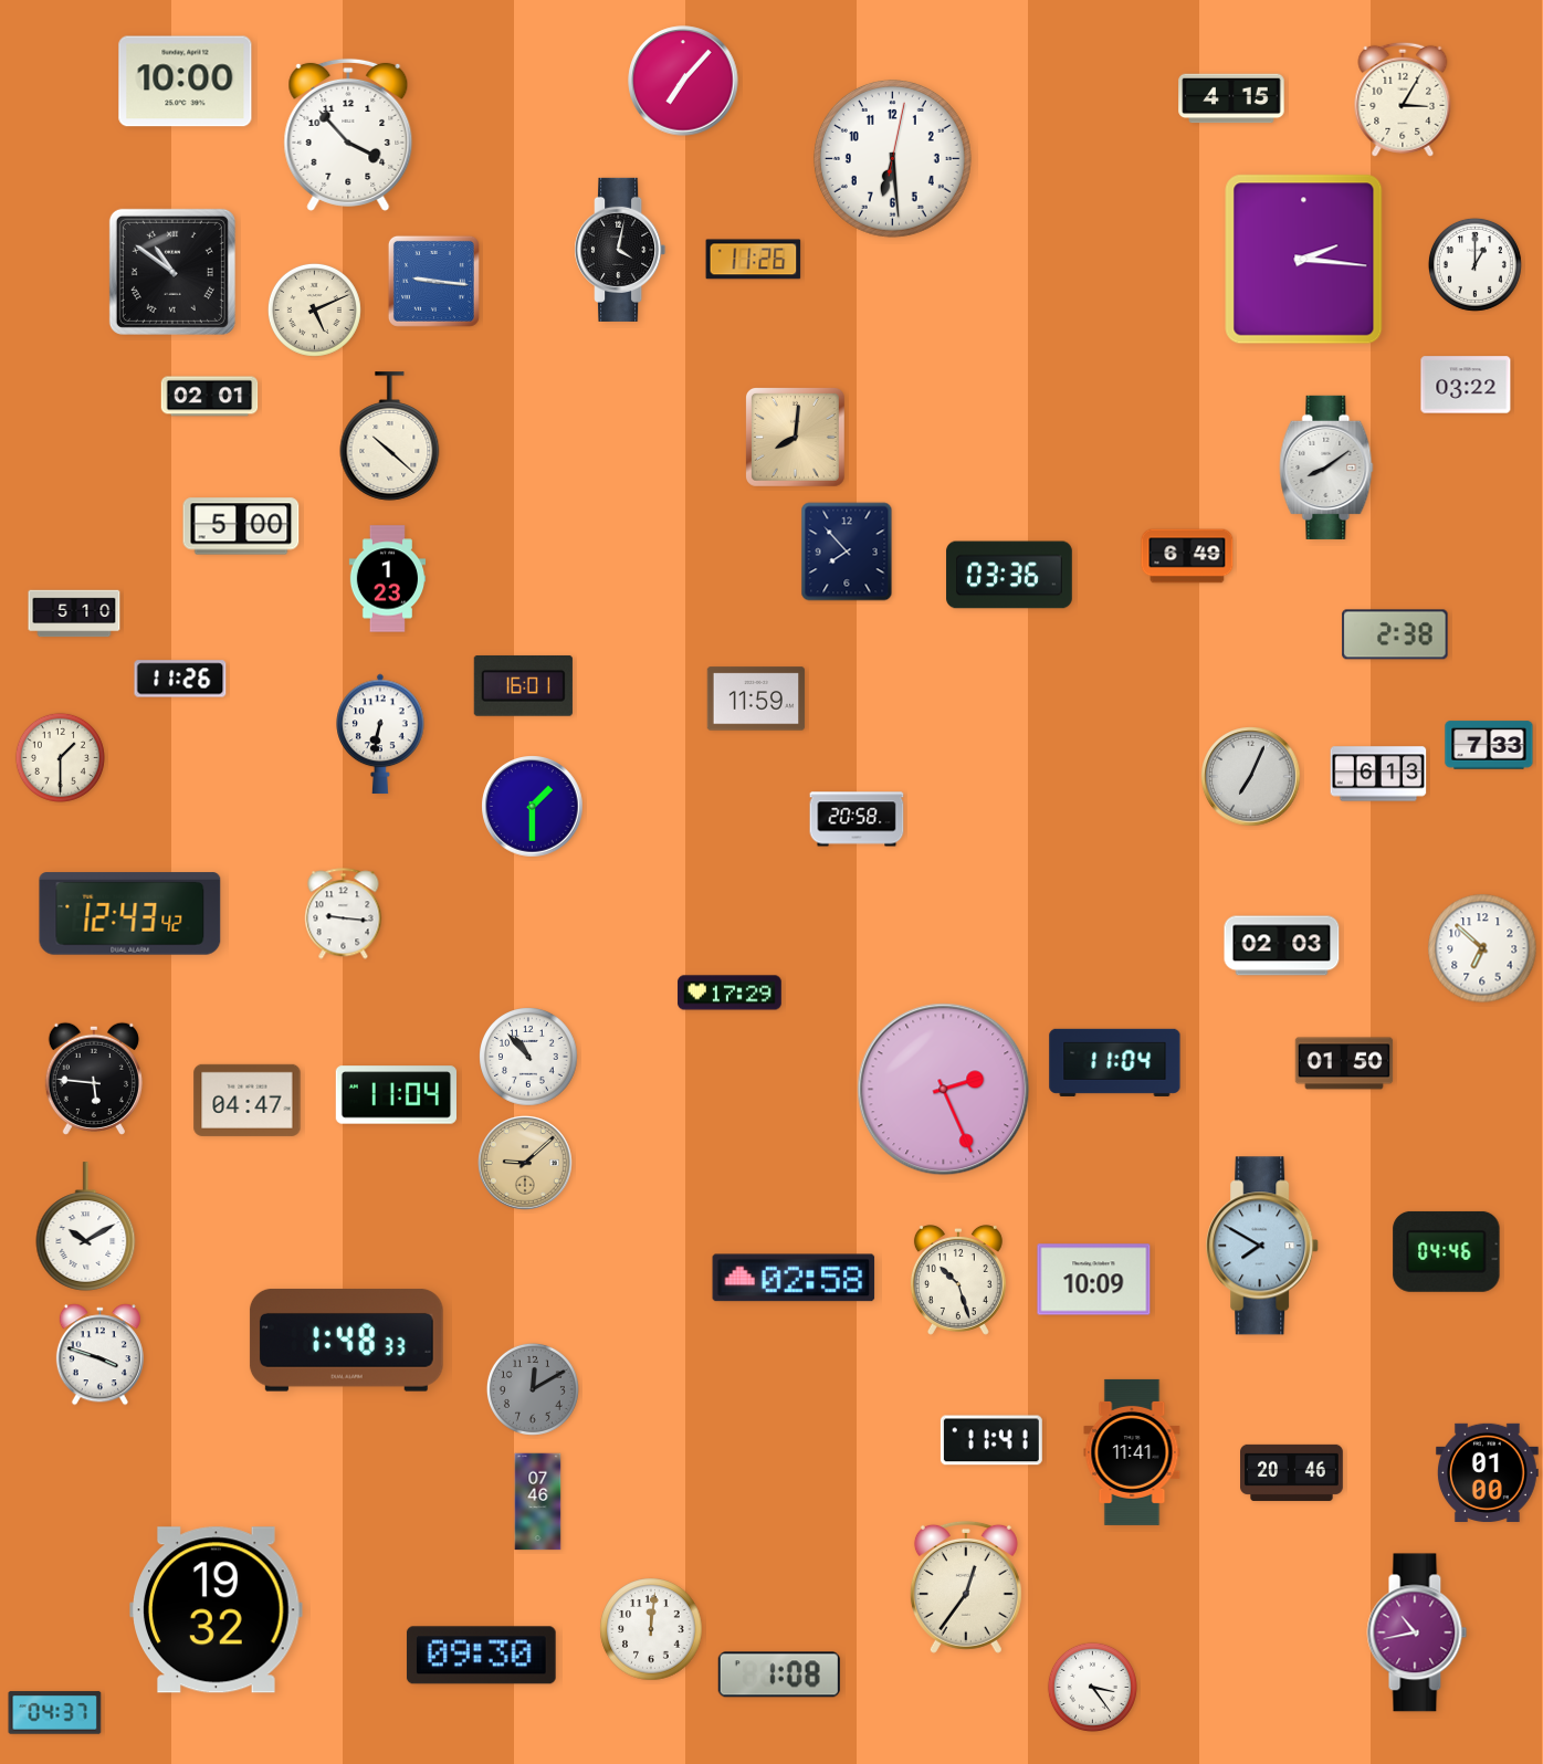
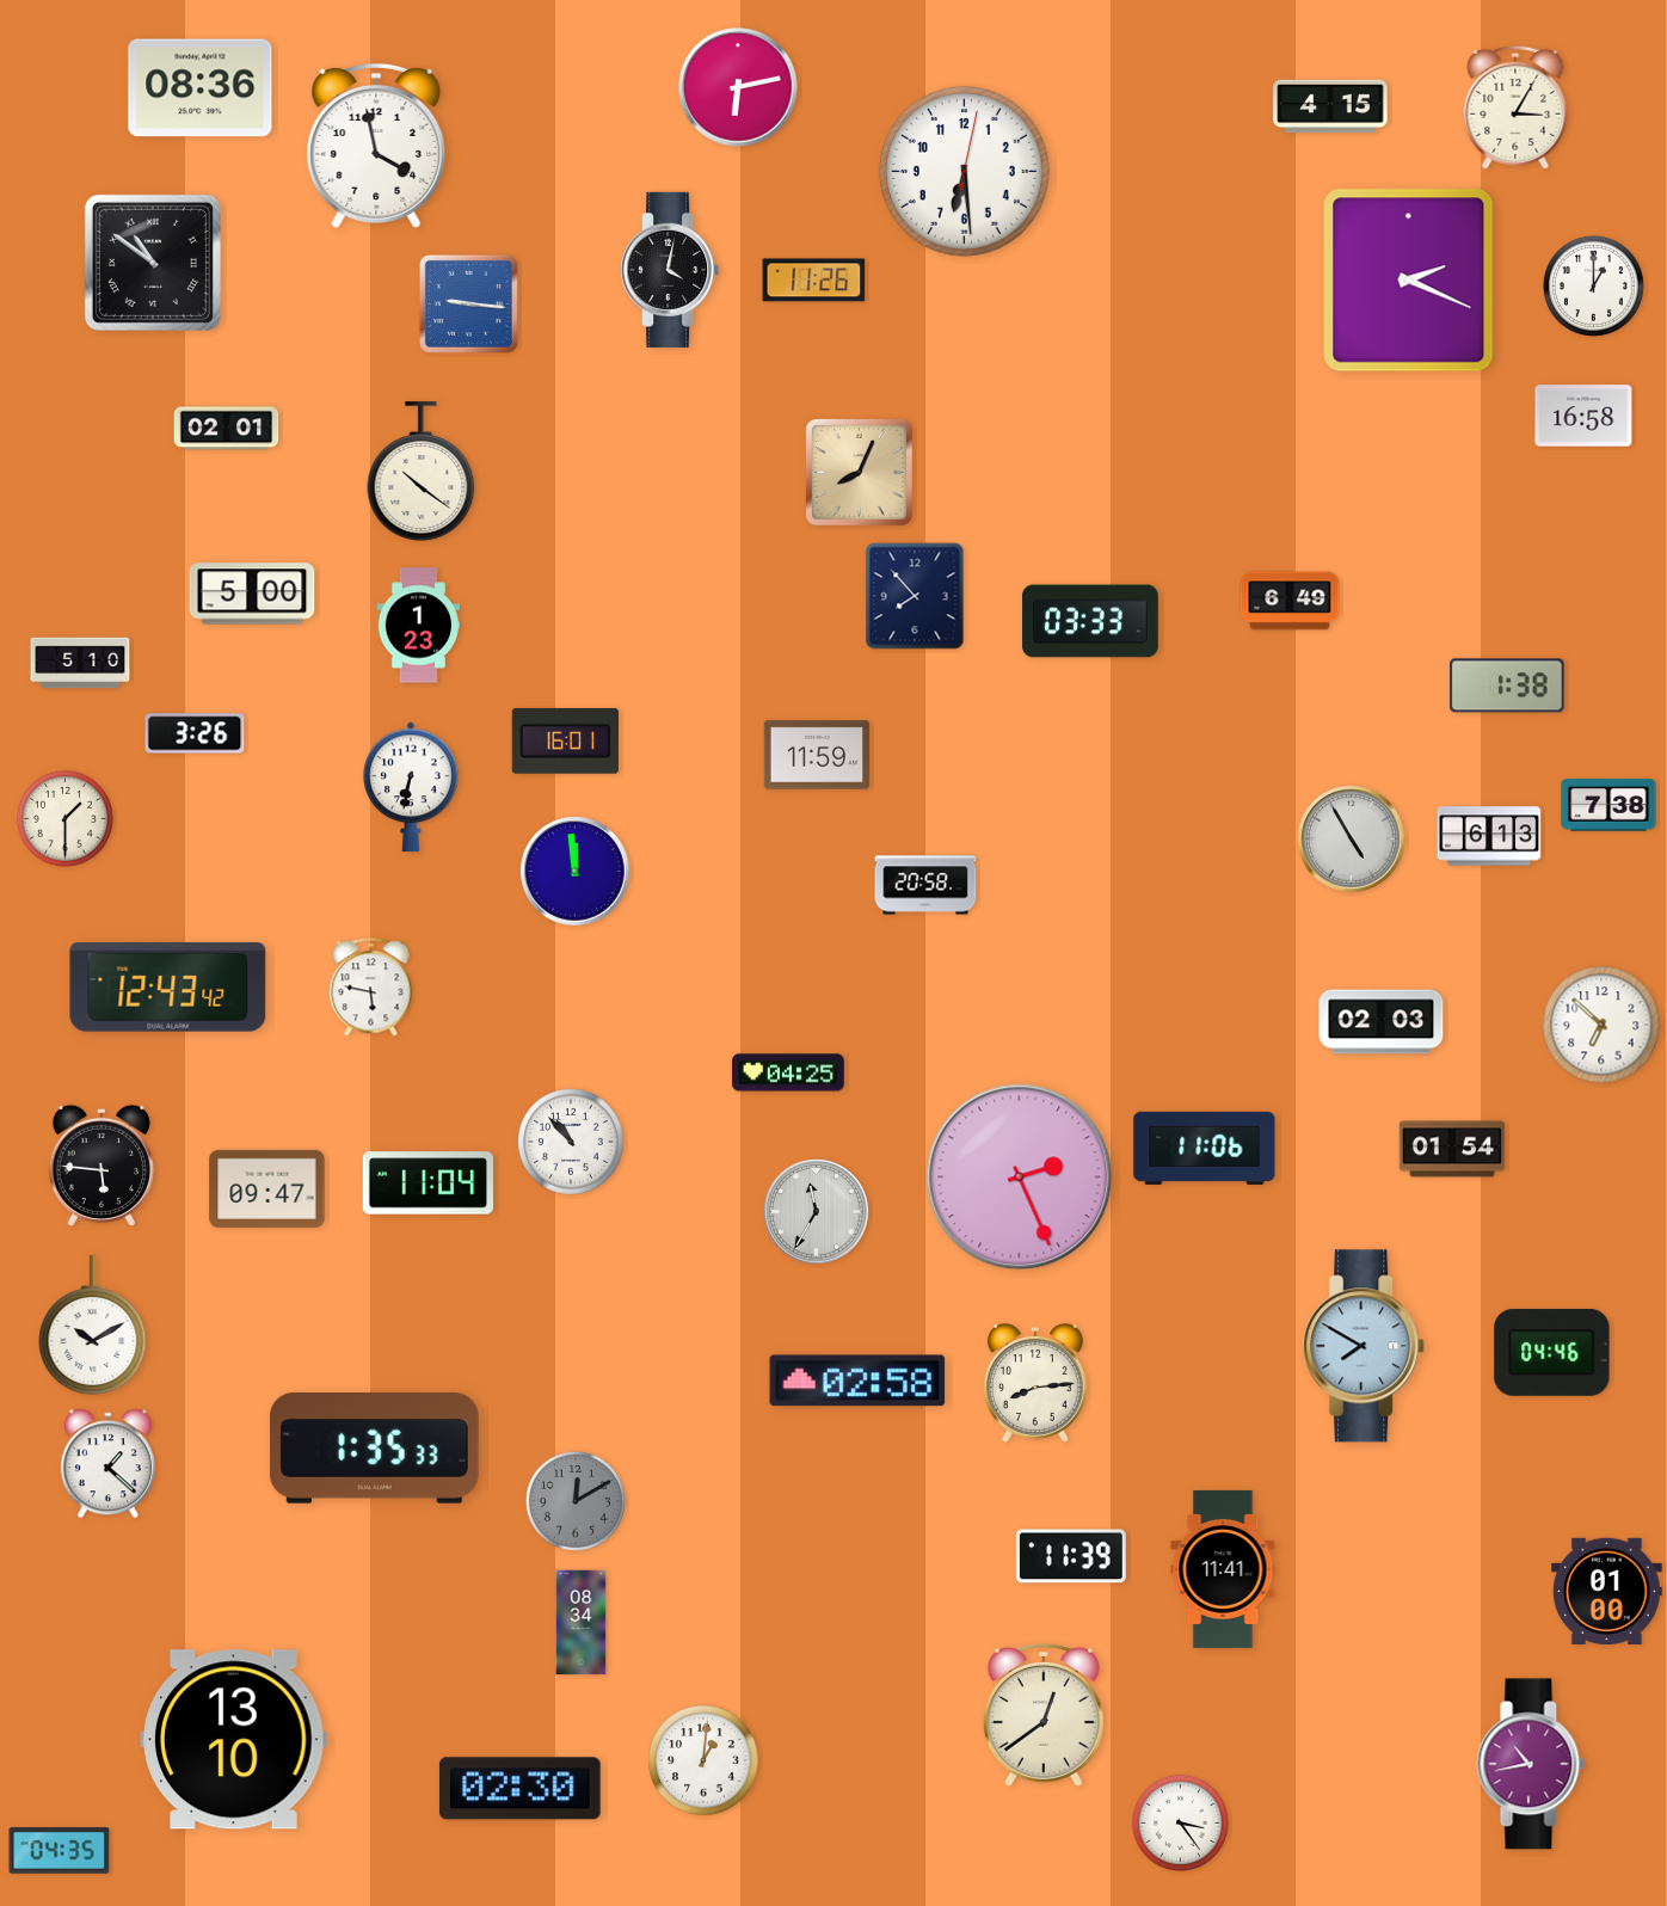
clock at (683, 81): 7:07 -> 6:13
clock at (186, 82): 10:00 -> 08:36
clock at (348, 135): 3:53 -> 3:58
clock at (1304, 260): 2:16 -> 2:19
clock at (172, 272) position: (172, 272) -> (153, 263)
clock at (314, 309): 5:11 -> none
clock at (1466, 385): 03:22 -> 16:58
clock at (390, 437): 10:22 -> 10:21
clock at (795, 437): 8:01 -> 8:04
clock at (1326, 468): 8:09 -> none
clock at (241, 526) position: (241, 526) -> (252, 594)
clock at (1187, 556) position: (1187, 556) -> (1290, 601)
clock at (1009, 575): 03:36 -> 03:33
clock at (1395, 634): 2:38 -> 1:38
clock at (180, 679): 11:26 -> 3:26
clock at (380, 734) position: (380, 734) -> (411, 787)
clock at (1489, 745): 7:33 -> 7:38
clock at (1251, 777): 7:04 -> 4:55
clock at (533, 807): 1:30 -> 11:59
clock at (130, 914) position: (130, 914) -> (168, 988)
clock at (344, 914): 9:16 -> 5:47
clock at (1282, 946) position: (1282, 946) -> (1382, 1022)
clock at (729, 993): 17:29 -> 04:25
clock at (1115, 1062): 11:04 -> 11:06
clock at (1344, 1063): 01:50 -> 01:54
clock at (248, 1100): 04:47 -> 09:47
clock at (817, 1212): none -> 11:35
clock at (526, 1164): 9:08 -> none
clock at (1447, 1251) position: (1447, 1251) -> (1552, 1352)
clock at (1094, 1280): 10:09 -> none
clock at (958, 1281): 10:27 -> 8:14
clock at (346, 1341): 1:48 -> 1:35
clock at (99, 1355): 3:48 -> 1:22
clock at (991, 1440): 11:41 -> 11:39
clock at (1292, 1472): 20:46 -> none
clock at (538, 1502): 07:46 -> 08:34
clock at (966, 1587): 12:36 -> 12:39
clock at (217, 1610): 19:32 -> 13:10
clock at (651, 1629): 12:01 -> 1:01
clock at (481, 1656): 09:30 -> 02:30
clock at (779, 1674): 1:08 -> none
clock at (55, 1713): 04:37 -> 04:35
